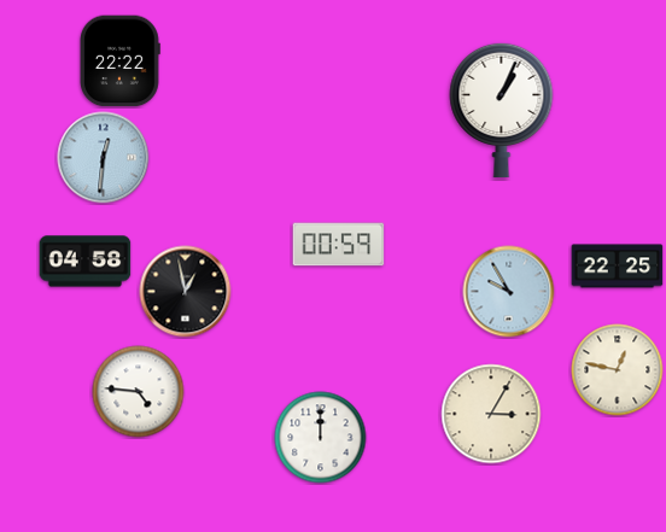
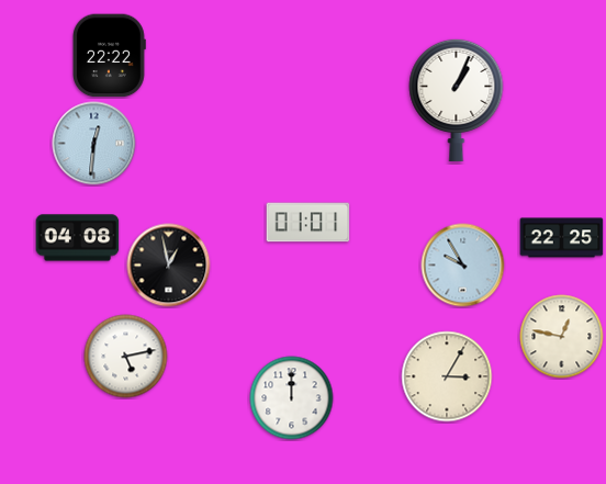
clock at (339, 245): 00:59 -> 01:01
clock at (86, 262): 04:58 -> 04:08
clock at (618, 267) position: (618, 267) -> (562, 238)
clock at (139, 392): 4:46 -> 5:13
